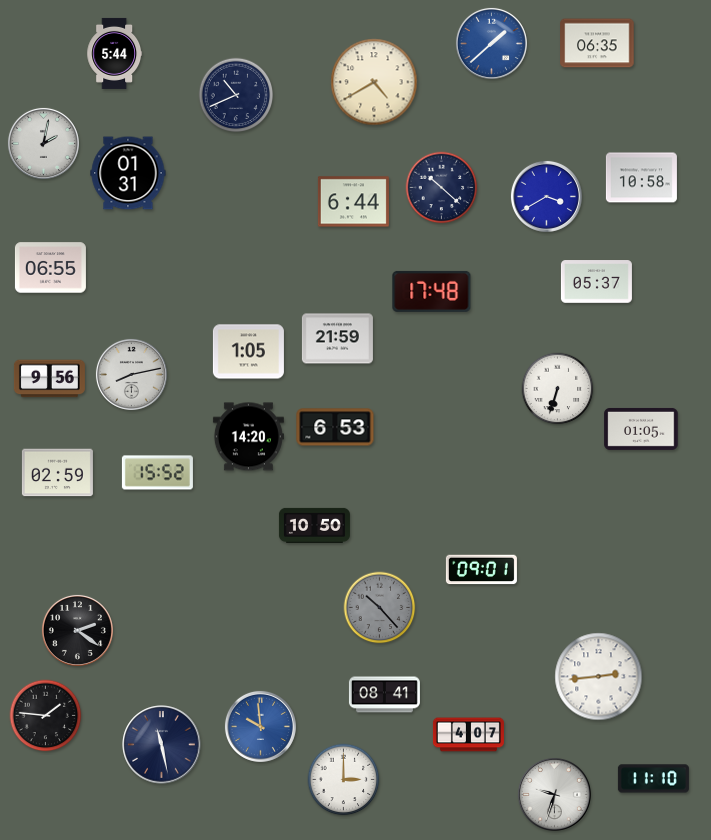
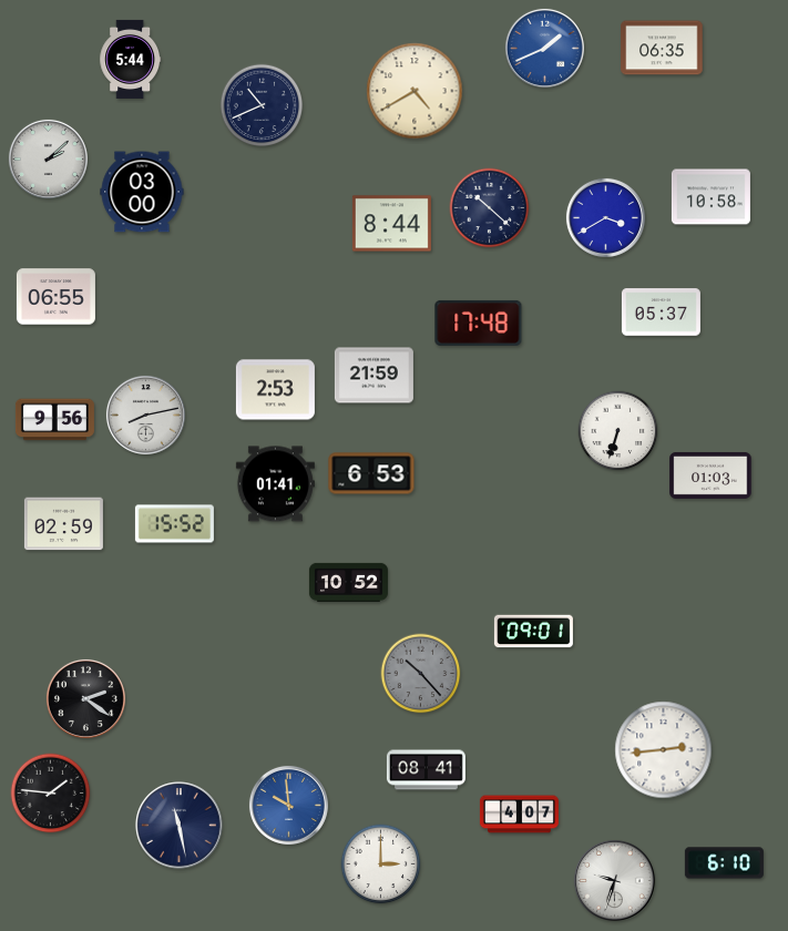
clock at (491, 43): 1:38 -> 1:41
clock at (115, 53) position: (115, 53) -> (131, 59)
clock at (43, 143): 2:02 -> 2:08
clock at (128, 173): 01:31 -> 03:00
clock at (353, 202): 6:44 -> 8:44
clock at (248, 352): 1:05 -> 2:53
clock at (641, 429): 01:05 -> 01:03
clock at (248, 437): 14:20 -> 01:41
clock at (314, 525): 10:50 -> 10:52
clock at (653, 779): 11:10 -> 6:10
